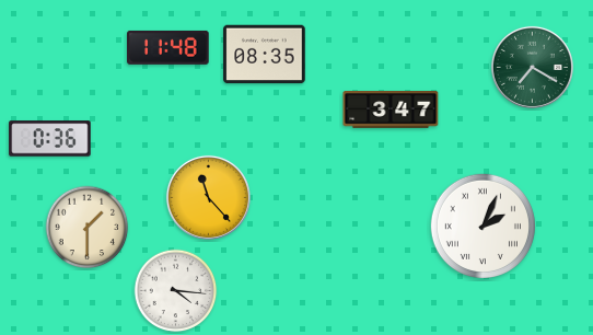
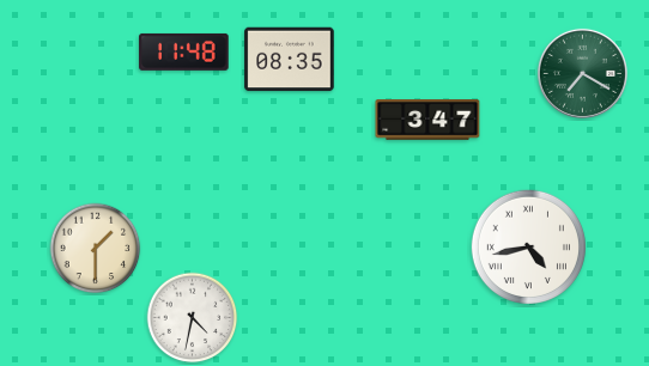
clock at (50, 139): 0:36 -> none
clock at (208, 197): 11:23 -> none
clock at (482, 226): 2:04 -> 4:43
clock at (176, 291): 4:16 -> 4:32
